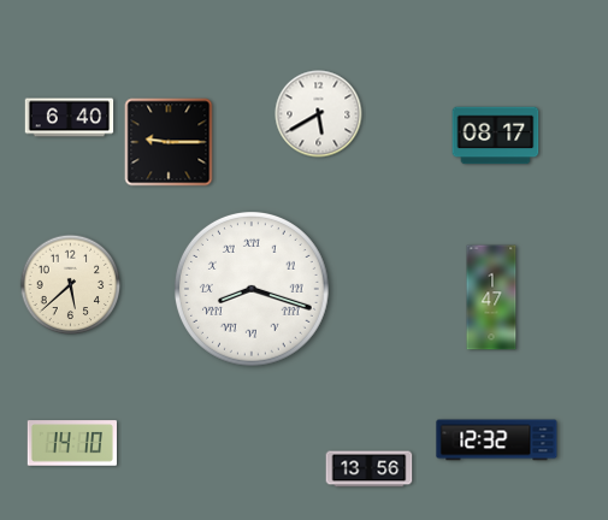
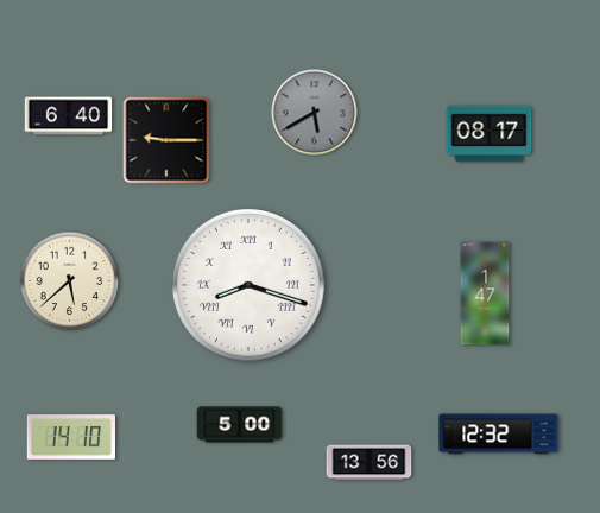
clock at (319, 114) dial: white -> grey
clock at (240, 425): none -> 5:00
clock at (497, 441) position: (497, 441) -> (499, 435)
clock at (370, 469) position: (370, 469) -> (370, 463)
